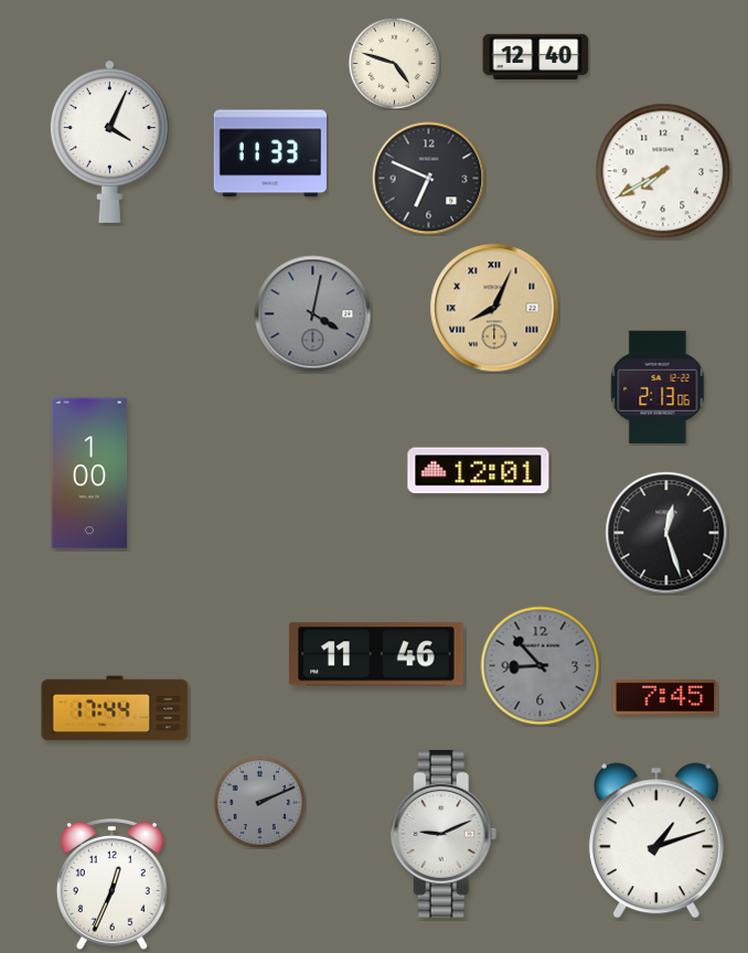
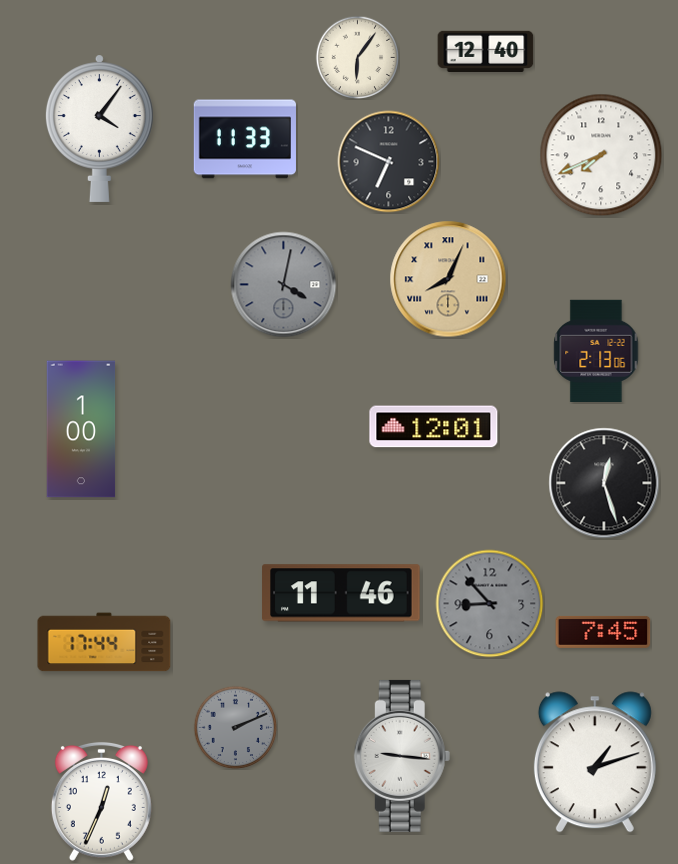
clock at (394, 63): 4:48 -> 6:06
clock at (109, 141): 4:04 -> 4:06
clock at (663, 171): 7:40 -> 7:41
clock at (444, 834): 9:11 -> 9:16
